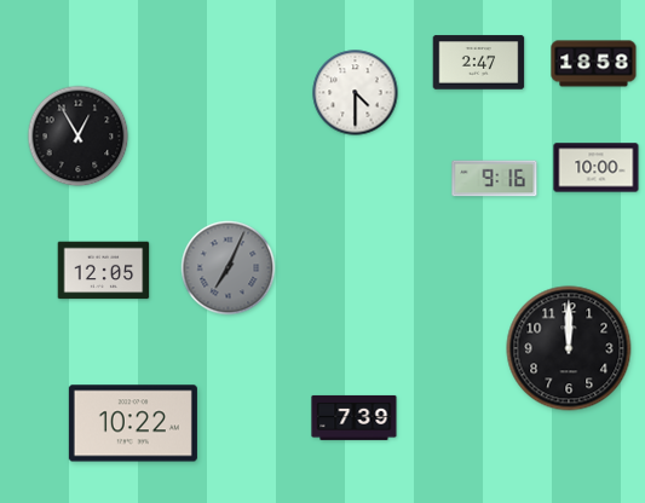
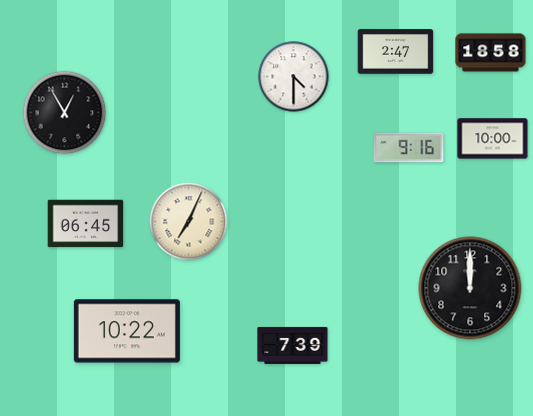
clock at (229, 268) dial: grey -> cream
clock at (104, 271): 12:05 -> 06:45
clock at (133, 423) position: (133, 423) -> (127, 331)
